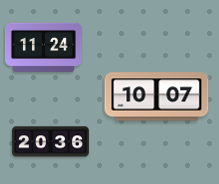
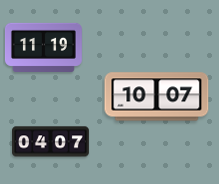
clock at (43, 47): 11:24 -> 11:19
clock at (51, 142): 20:36 -> 04:07
